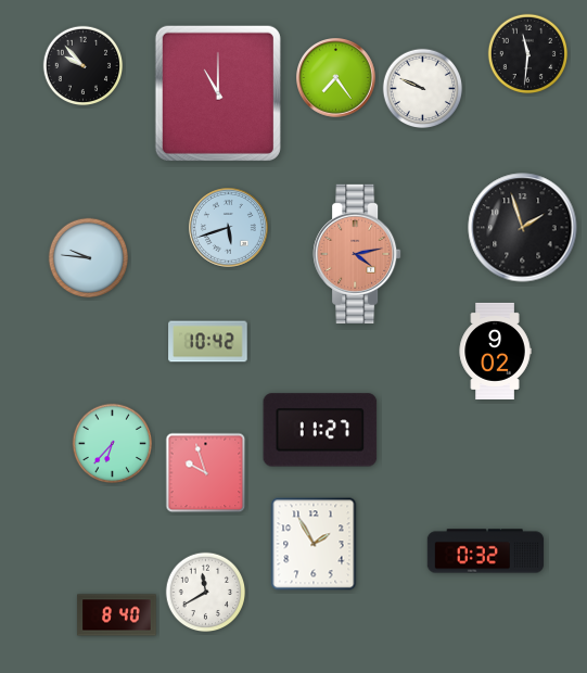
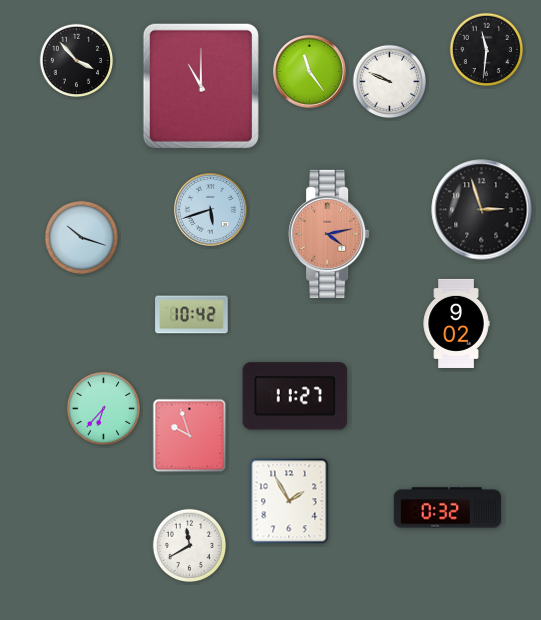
clock at (84, 66): 9:53 -> 3:53
clock at (336, 78): 7:24 -> 11:24
clock at (523, 228): 1:57 -> 2:57
clock at (89, 258): 9:46 -> 10:18
clock at (117, 615): 8:40 -> none
